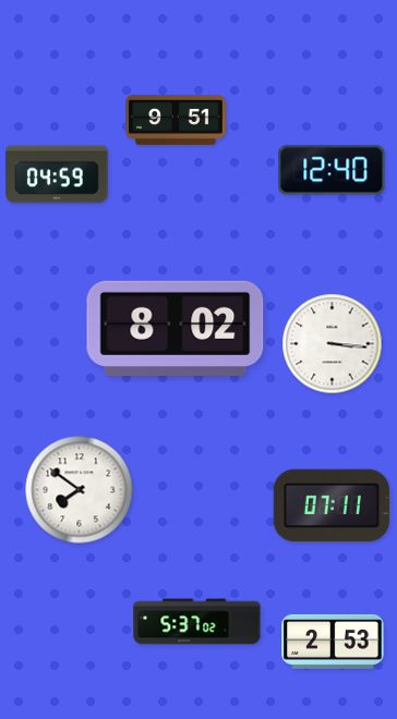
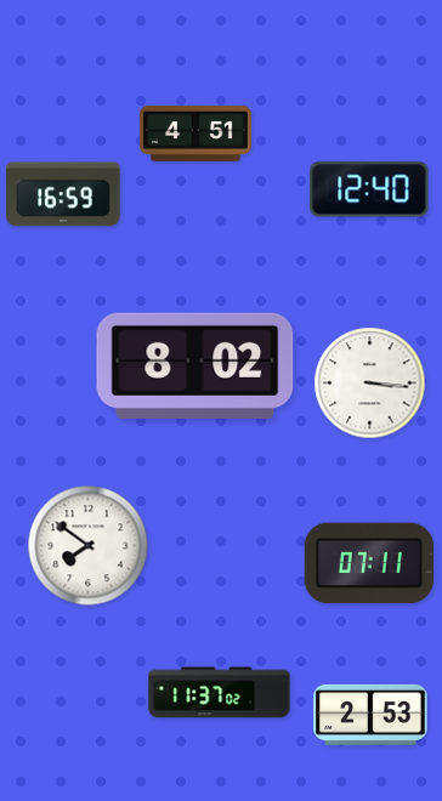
clock at (176, 121): 9:51 -> 4:51
clock at (57, 174): 04:59 -> 16:59
clock at (197, 622): 5:37 -> 11:37
